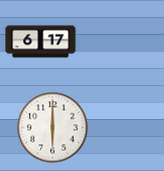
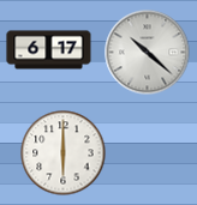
clock at (148, 53): none -> 10:22
